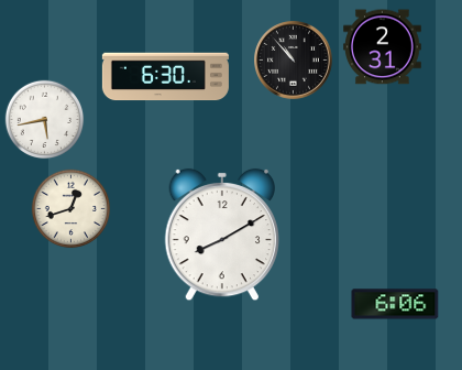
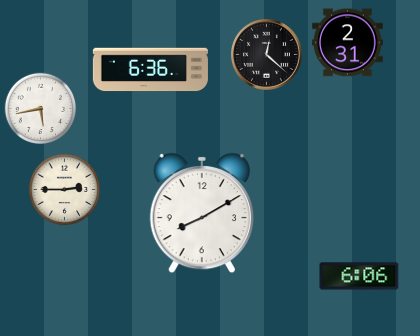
clock at (294, 61): 10:53 -> 12:22
clock at (165, 77): 6:30 -> 6:36
clock at (71, 209): 12:42 -> 2:45
